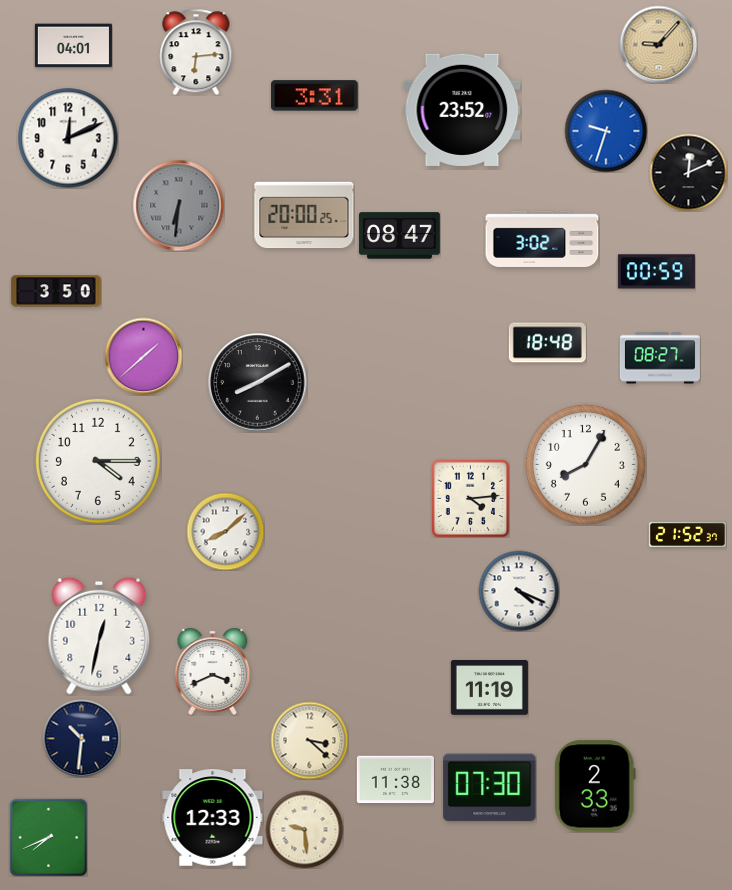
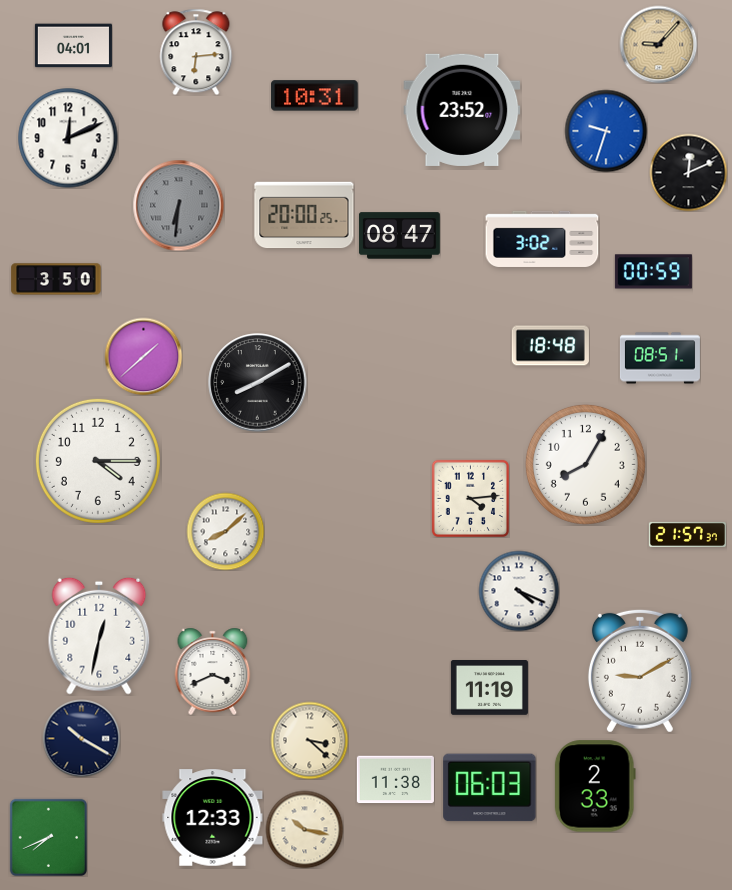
clock at (315, 96): 3:31 -> 10:31
clock at (656, 272) position: (656, 272) -> (653, 272)
clock at (56, 291) position: (56, 291) -> (56, 279)
clock at (547, 343) position: (547, 343) -> (550, 346)
clock at (660, 358): 08:27 -> 08:51
clock at (687, 534): 21:52 -> 21:57
clock at (640, 671): none -> 9:10
clock at (81, 738): 10:31 -> 10:20
clock at (490, 788): 07:30 -> 06:03
clock at (304, 829): 9:29 -> 10:17
